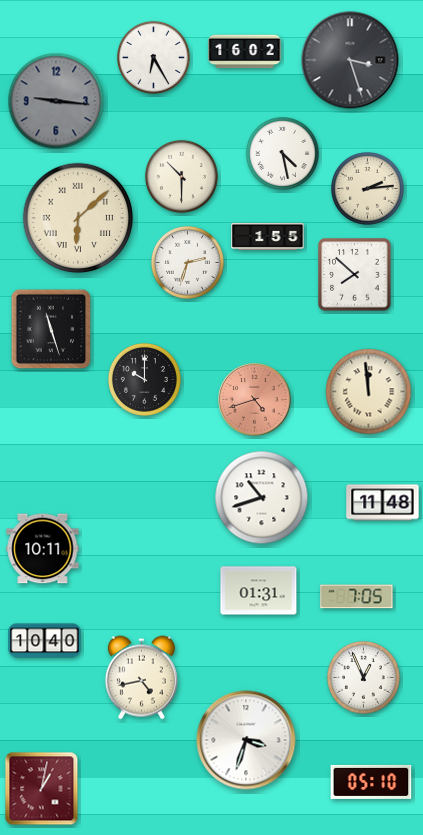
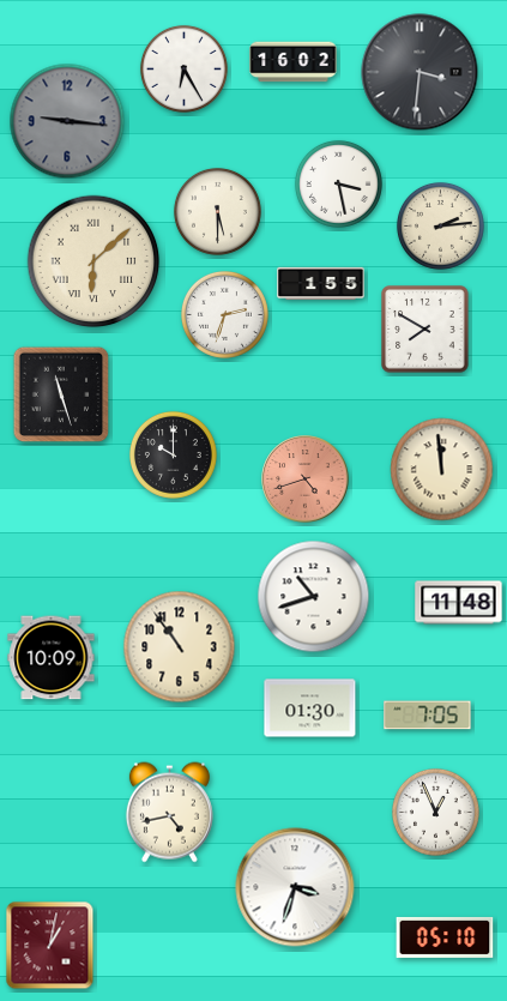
clock at (350, 60): 3:27 -> 3:31
clock at (282, 153): 4:28 -> 3:28
clock at (181, 176): 10:30 -> 5:30
clock at (355, 275): 7:52 -> 7:50
clock at (180, 647): none -> 10:54
clock at (43, 549): 10:11 -> 10:09
clock at (259, 591): 01:31 -> 01:30
clock at (45, 641): 10:40 -> none
